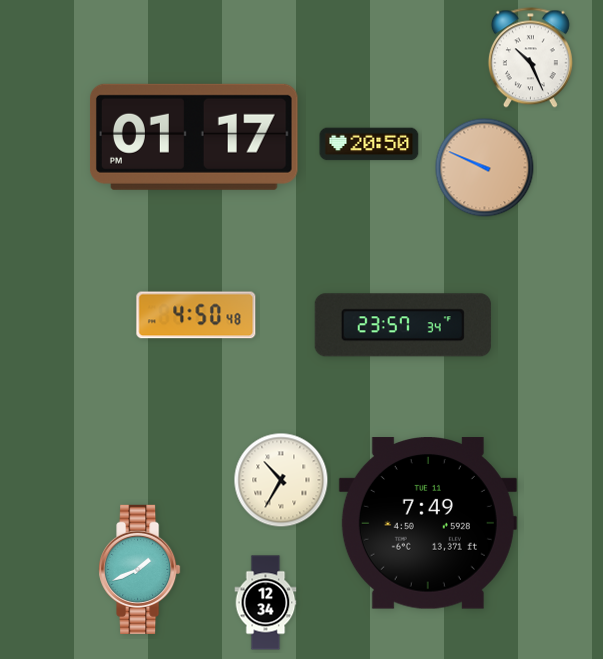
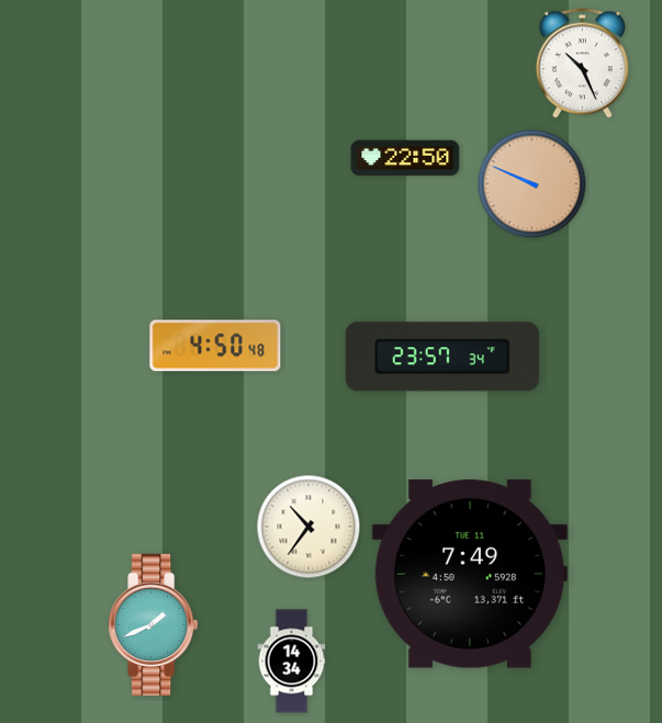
clock at (194, 137): 01:17 -> none
clock at (369, 144): 20:50 -> 22:50
clock at (281, 480): 10:35 -> 10:36
clock at (266, 603): 12:34 -> 14:34
